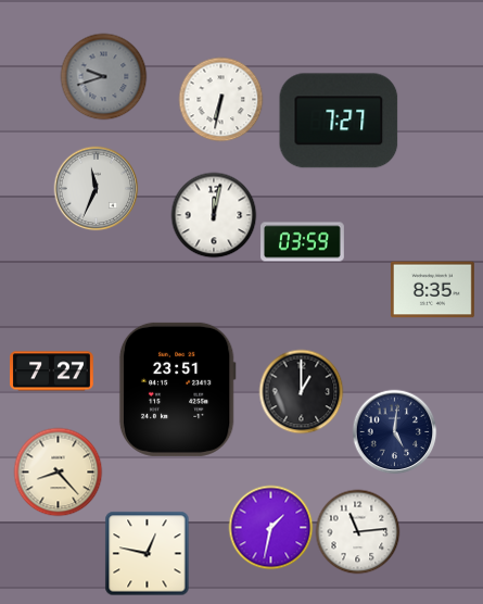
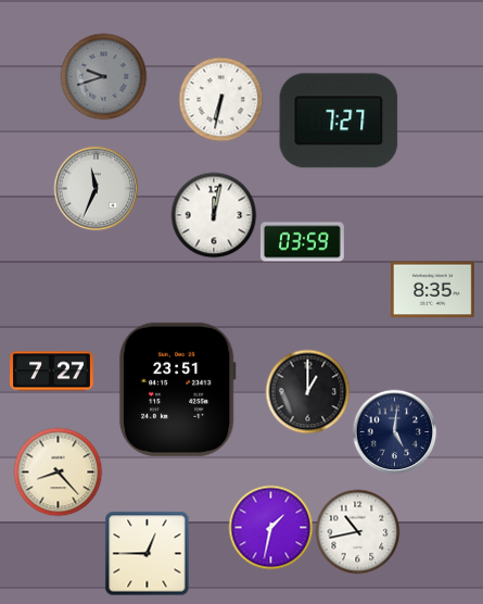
clock at (301, 391) position: (301, 391) -> (307, 391)
clock at (357, 531): 11:14 -> 10:43
clock at (147, 553): 12:47 -> 12:45
